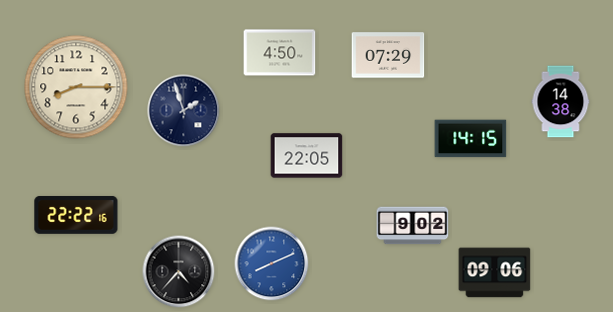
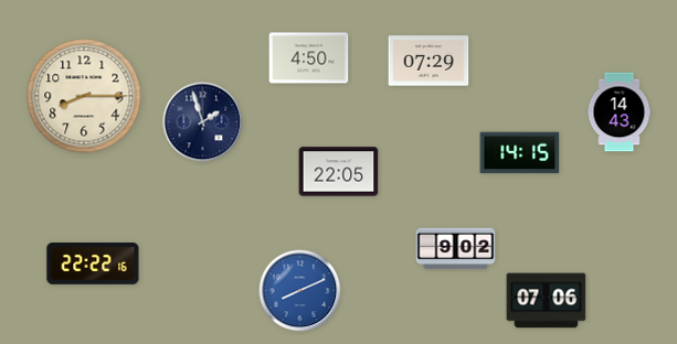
clock at (561, 102): 14:38 -> 14:43
clock at (76, 215) position: (76, 215) -> (93, 264)
clock at (179, 272): 4:37 -> none
clock at (495, 273): 09:06 -> 07:06
